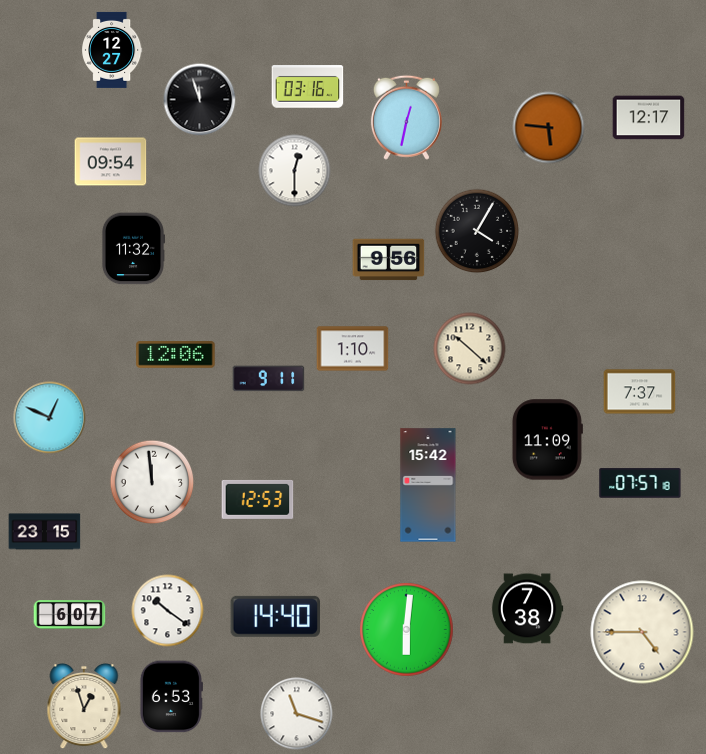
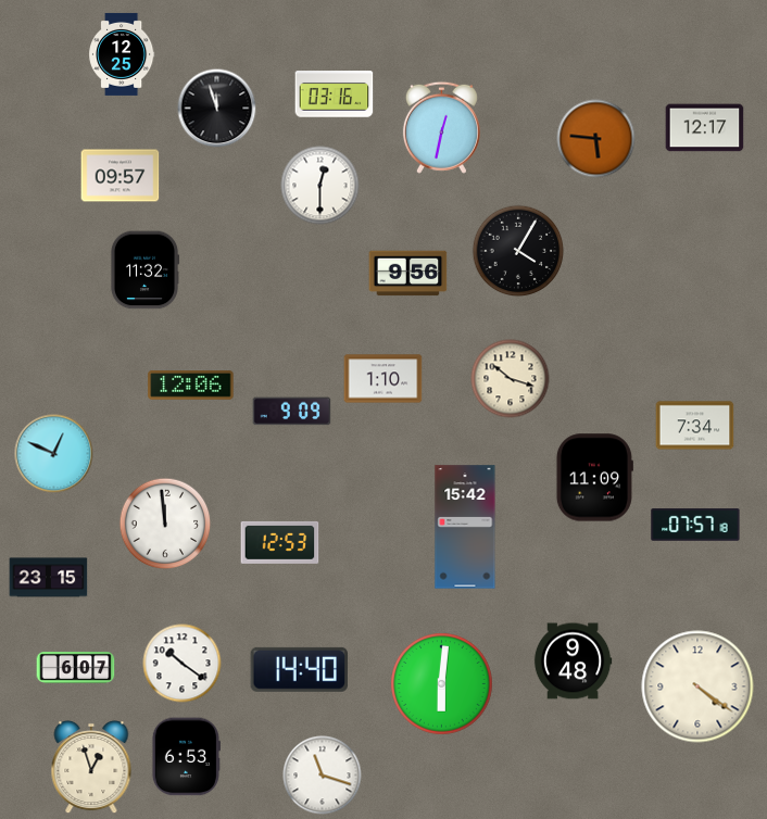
clock at (113, 50): 12:27 -> 12:25
clock at (111, 162): 09:54 -> 09:57
clock at (389, 260) position: (389, 260) -> (408, 274)
clock at (470, 349): 10:22 -> 10:18
clock at (269, 379): 9:11 -> 9:09
clock at (640, 392): 7:37 -> 7:34
clock at (527, 609): 7:38 -> 9:48
clock at (642, 632): 4:45 -> 4:21
